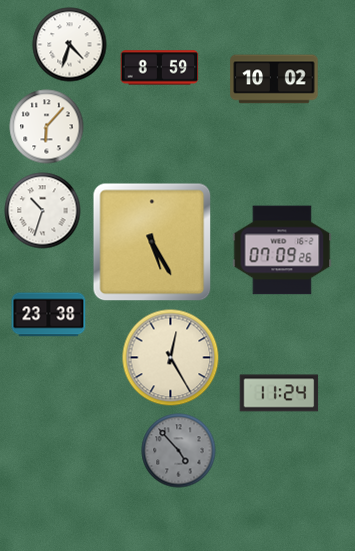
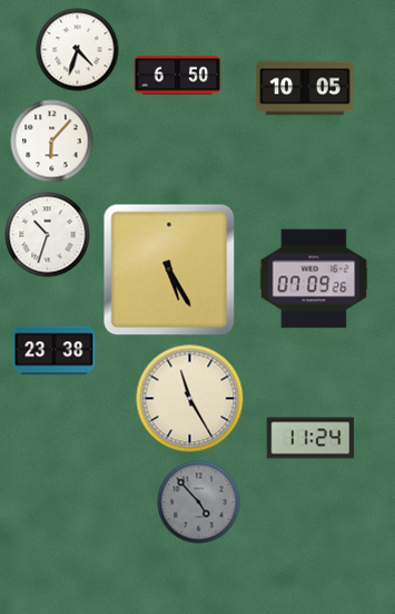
clock at (160, 68): 8:59 -> 6:50
clock at (274, 79): 10:02 -> 10:05
clock at (171, 358): 12:25 -> 11:25
